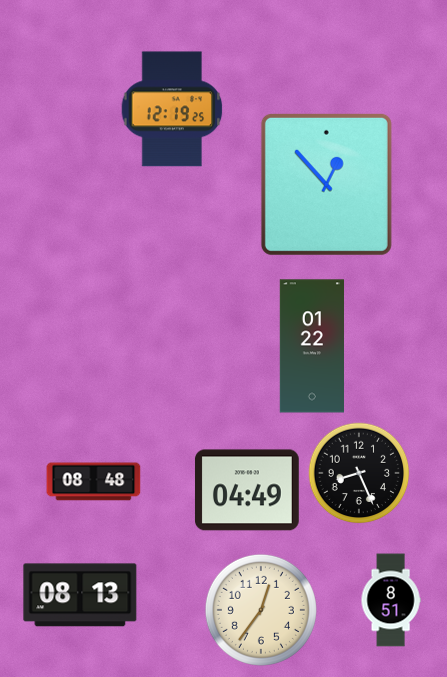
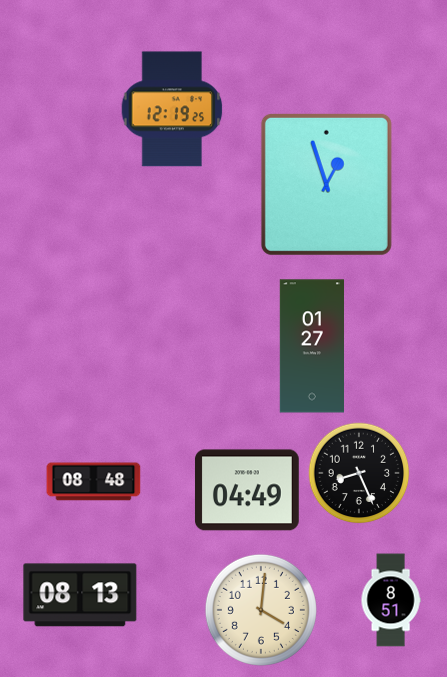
clock at (326, 184): 12:53 -> 12:57
clock at (311, 346): 01:22 -> 01:27
clock at (261, 610): 12:36 -> 4:01
